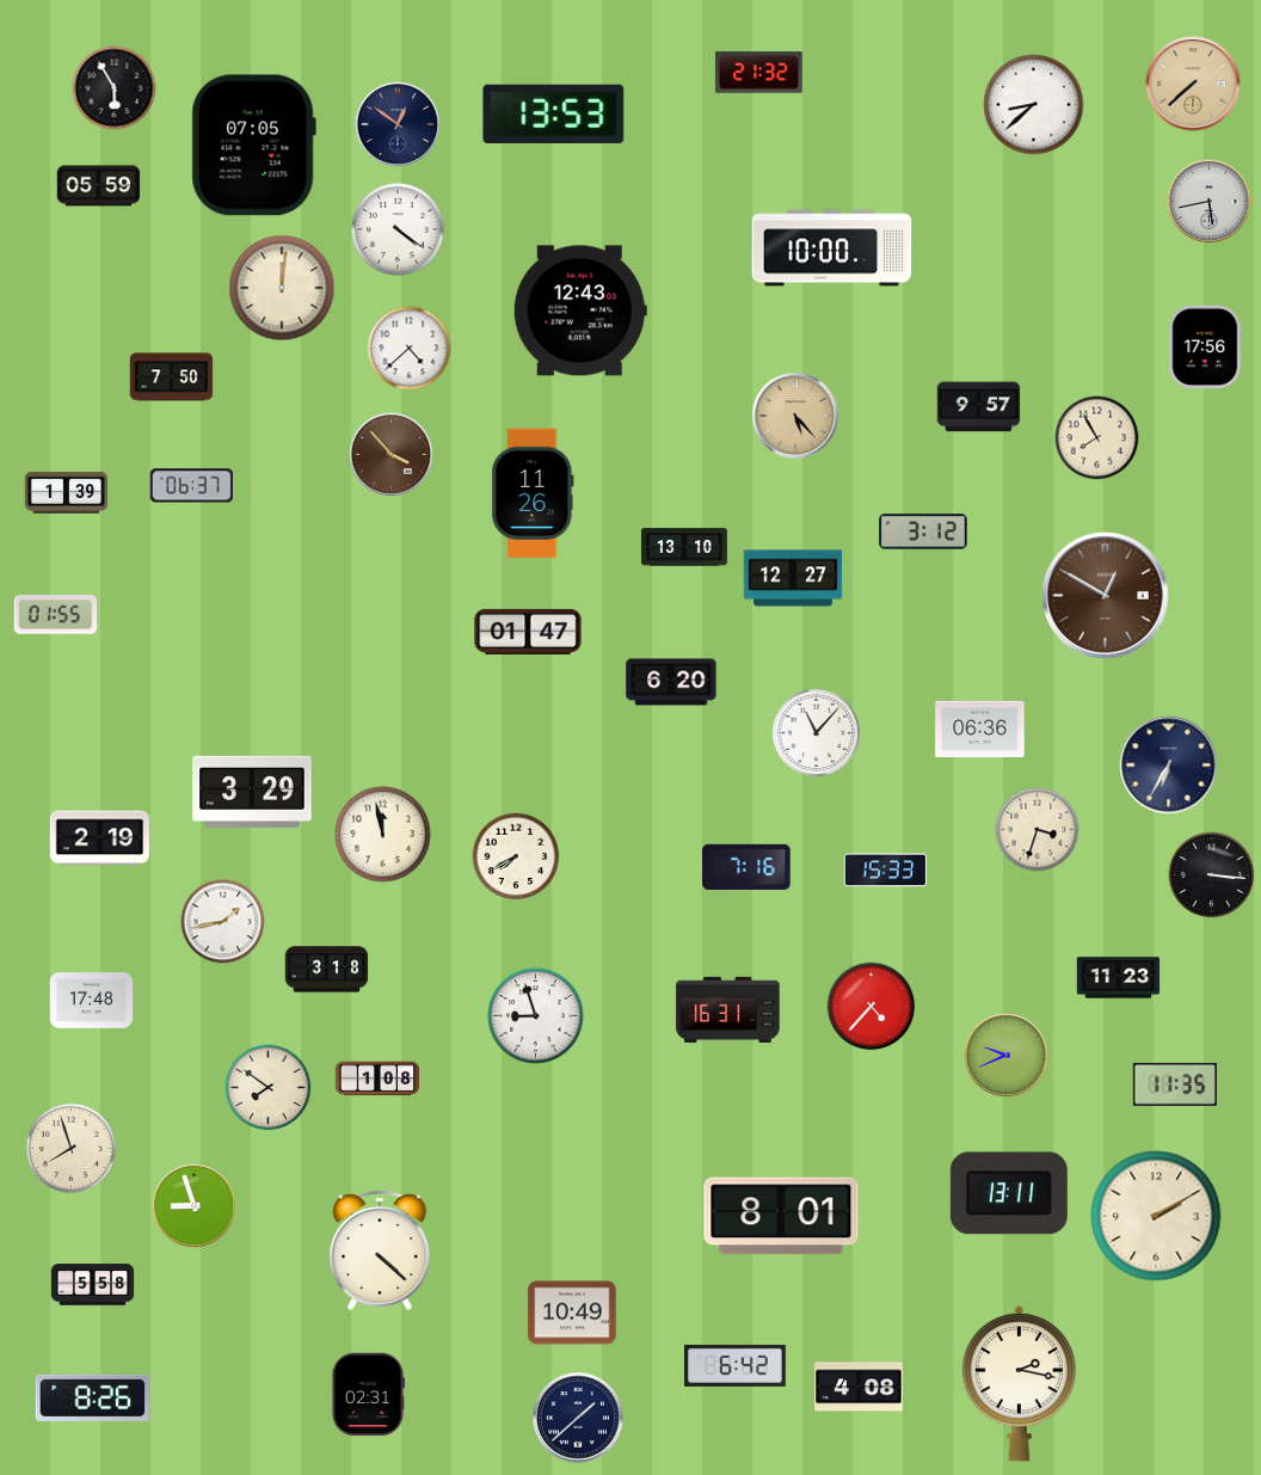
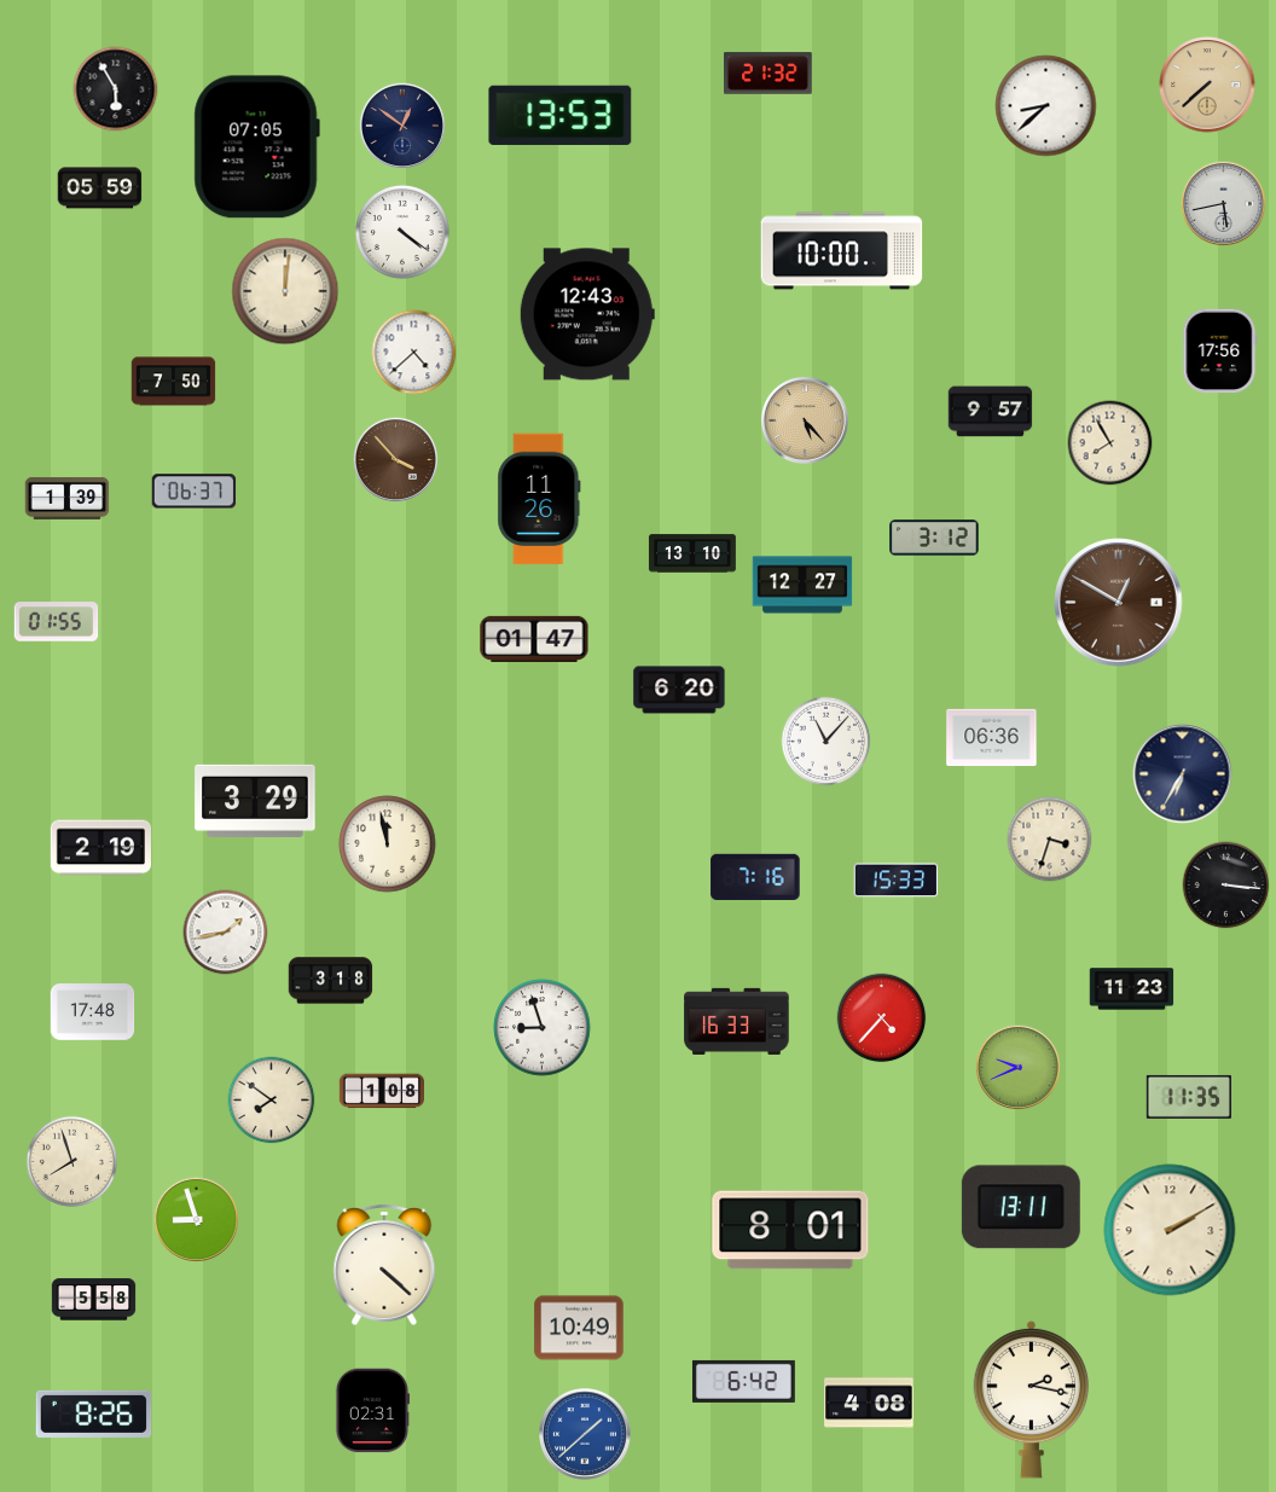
clock at (516, 856): 7:40 -> none
clock at (728, 1009): 16:31 -> 16:33
clock at (578, 1418) dial: navy -> blue
